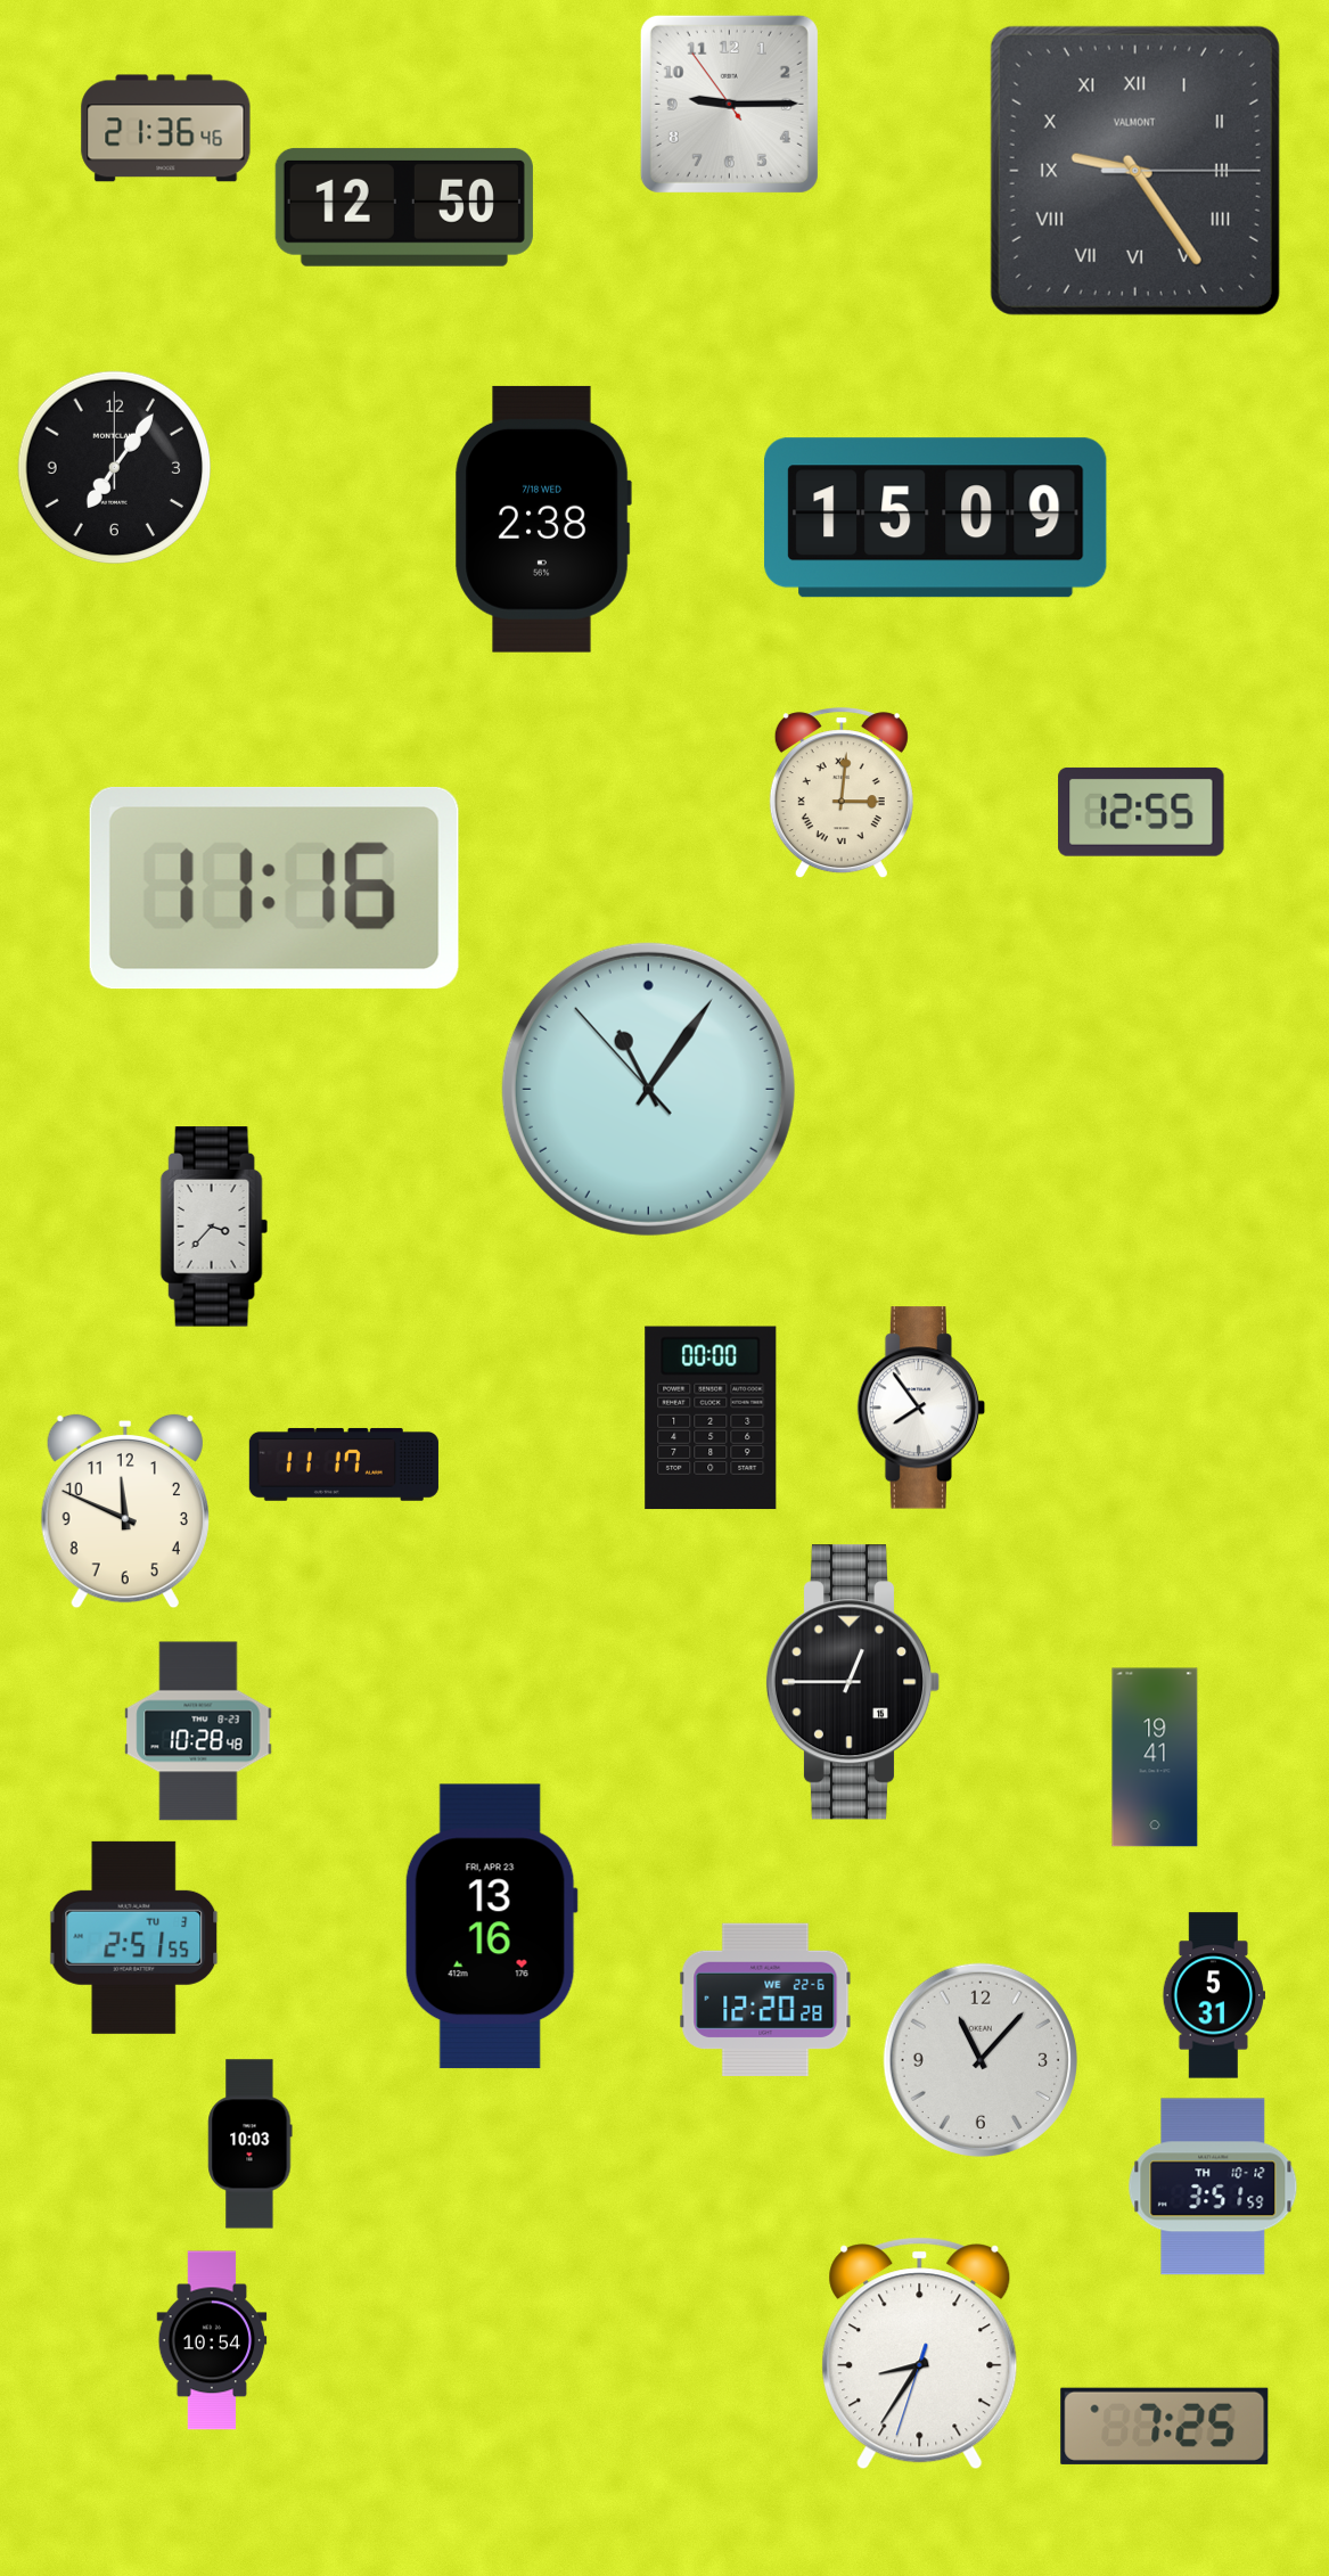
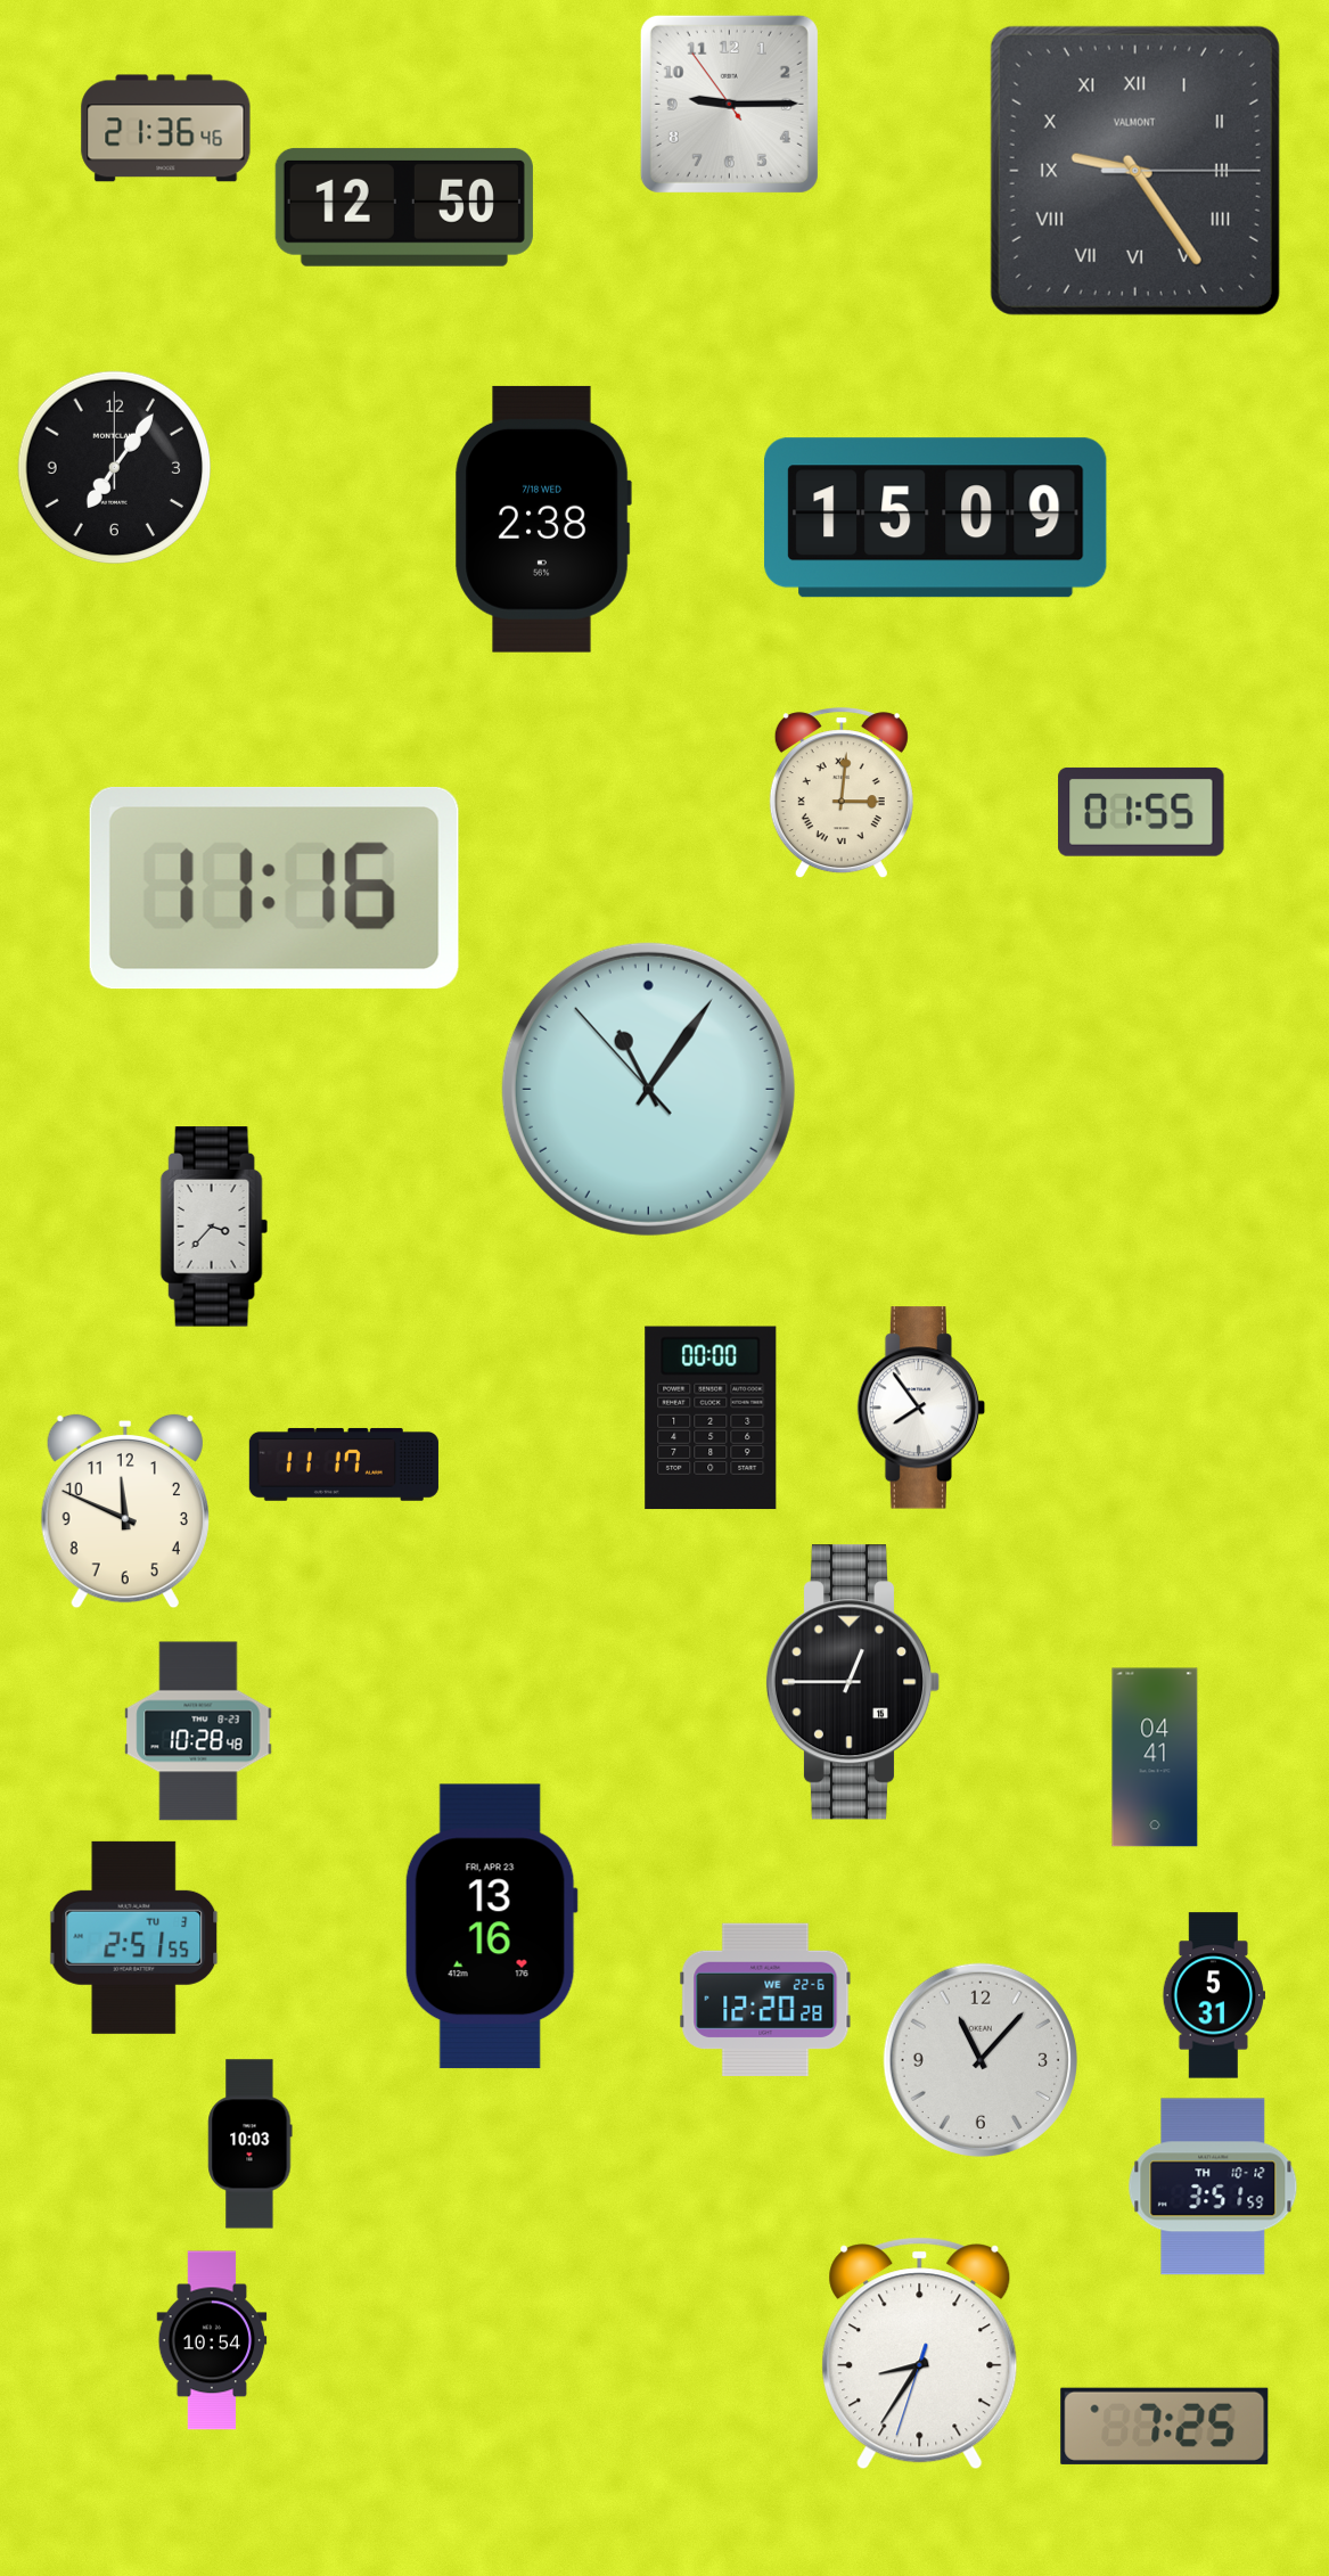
clock at (1141, 812): 12:55 -> 01:55
clock at (1155, 1757): 19:41 -> 04:41
